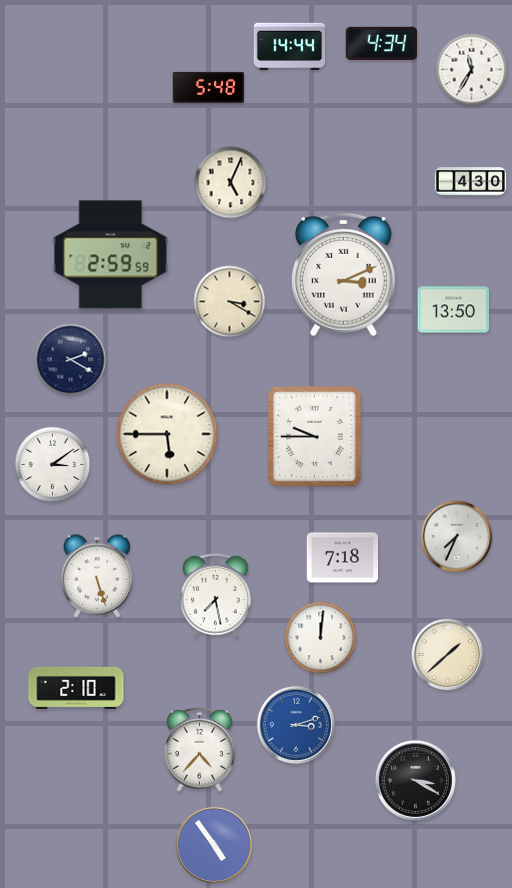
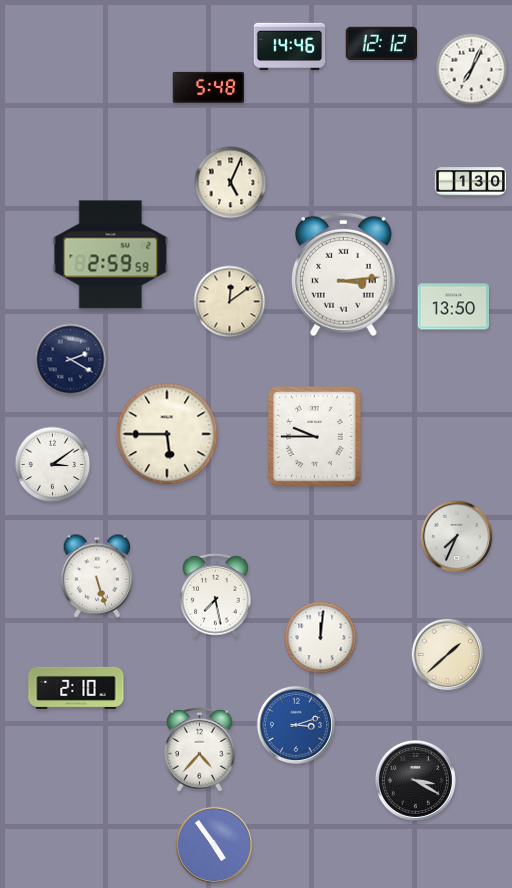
clock at (382, 44): 4:34 -> 12:12
clock at (290, 47): 14:44 -> 14:46
clock at (472, 70): 11:35 -> 7:04
clock at (471, 182): 4:30 -> 1:30
clock at (344, 274): 3:11 -> 3:14
clock at (230, 302): 3:20 -> 12:09
clock at (454, 310) position: (454, 310) -> (454, 307)
clock at (343, 558): 7:18 -> none
